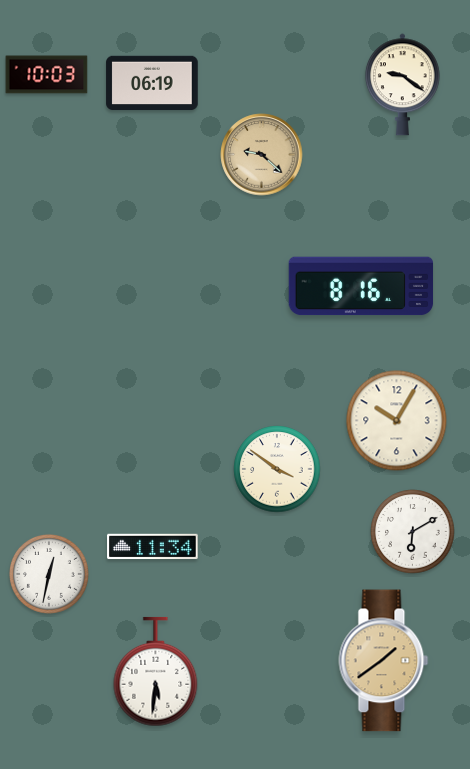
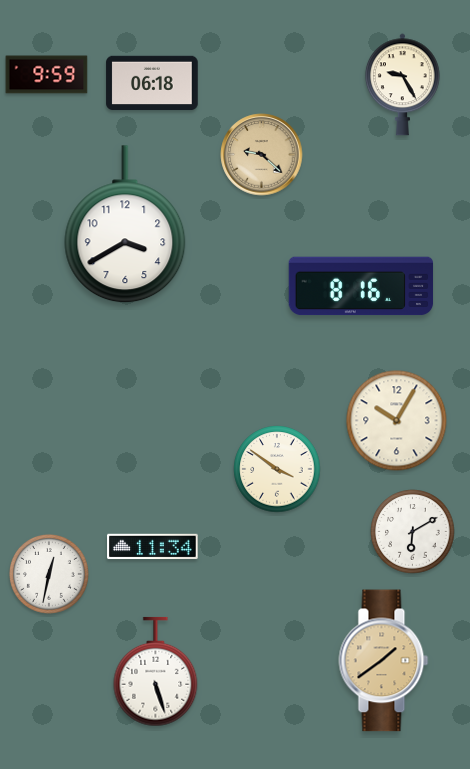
clock at (47, 75): 10:03 -> 9:59
clock at (152, 83): 06:19 -> 06:18
clock at (402, 85): 9:21 -> 9:25
clock at (125, 225): none -> 3:40
clock at (156, 672): 5:31 -> 5:27
